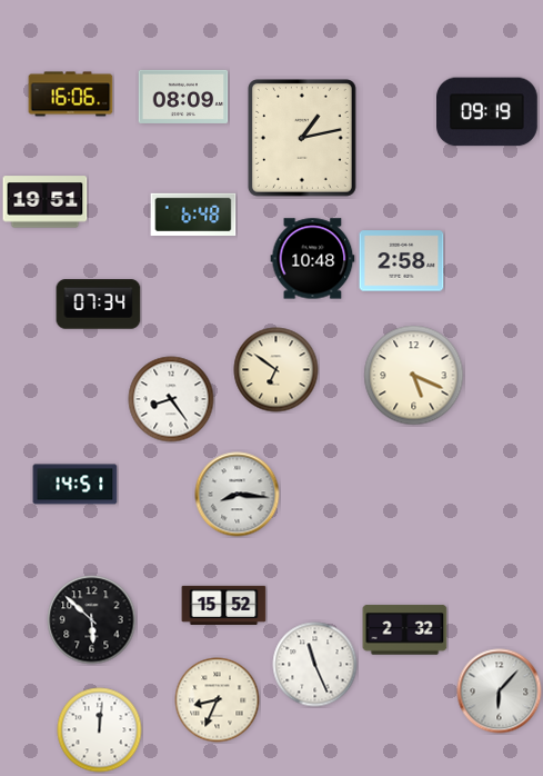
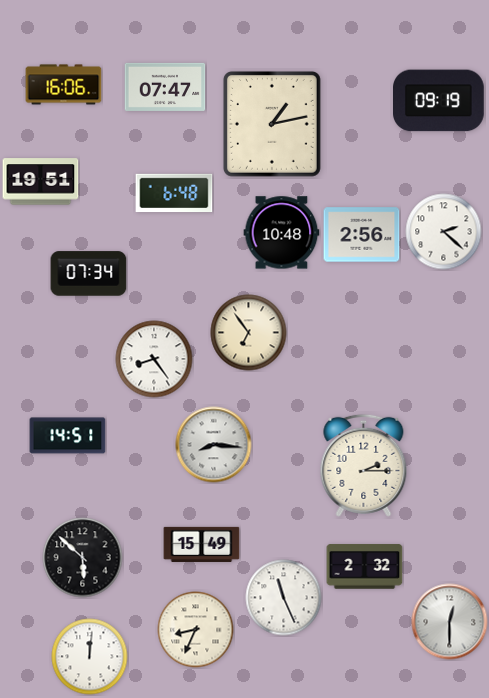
clock at (183, 97): 08:09 -> 07:47
clock at (444, 232): none -> 2:22
clock at (402, 261): 2:58 -> 2:56
clock at (276, 370): 6:51 -> 6:54
clock at (414, 376): 5:19 -> none
clock at (364, 465): none -> 2:15
clock at (224, 605): 15:52 -> 15:49
clock at (500, 692): 6:07 -> 12:30
